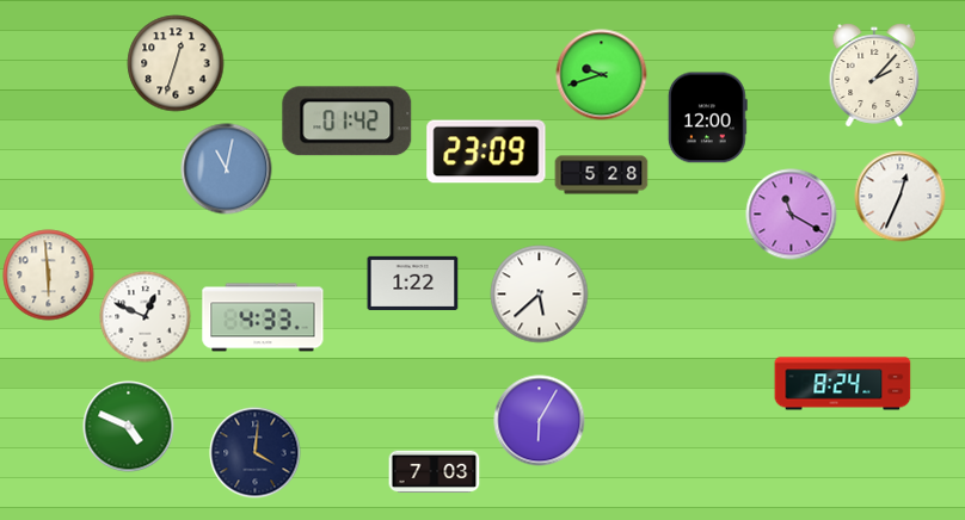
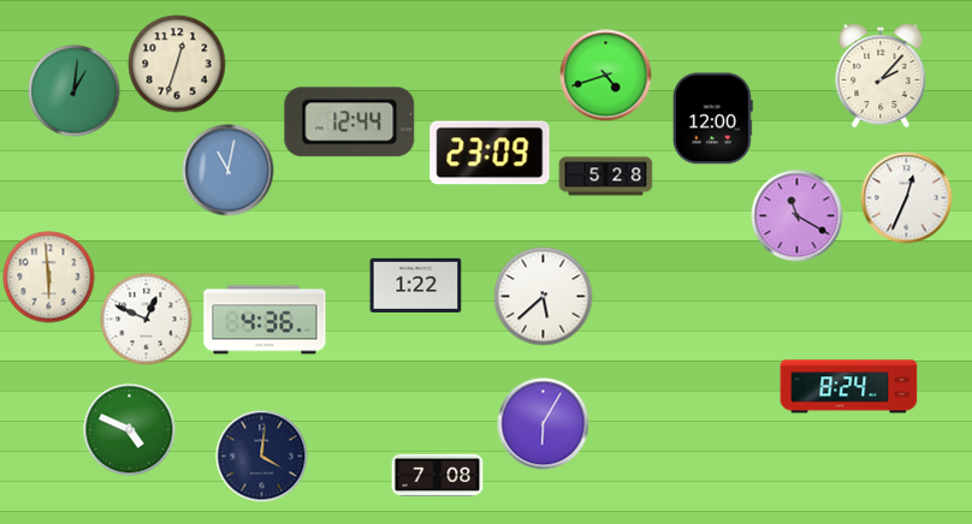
clock at (602, 75): 9:42 -> 4:42
clock at (75, 91): none -> 1:01
clock at (348, 122): 01:42 -> 12:44
clock at (263, 317): 4:33 -> 4:36
clock at (256, 453) position: (256, 453) -> (262, 457)
clock at (435, 472): 7:03 -> 7:08
